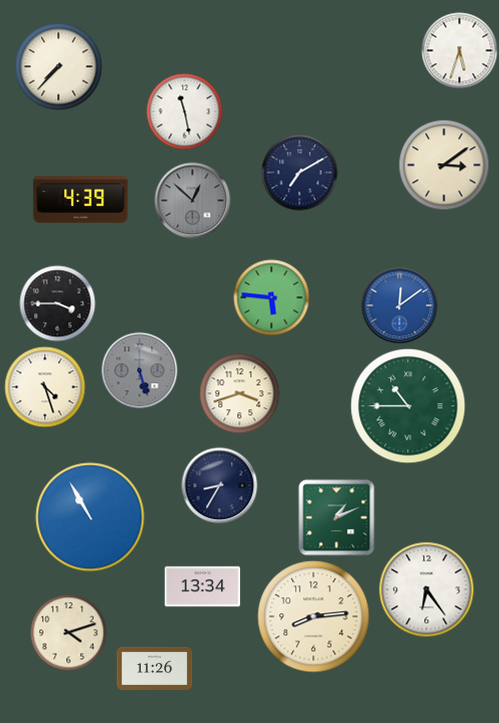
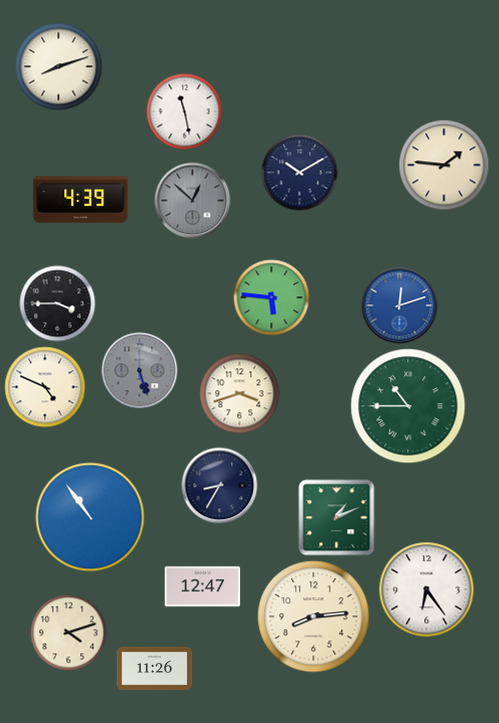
clock at (460, 51): 5:33 -> none
clock at (59, 67): 7:37 -> 8:12
clock at (444, 165): 3:09 -> 1:46
clock at (300, 173): 7:10 -> 10:10
clock at (400, 306): 12:09 -> 12:12
clock at (45, 387): 4:27 -> 4:49
clock at (90, 517): 10:55 -> 10:54
clock at (203, 587): 13:34 -> 12:47
